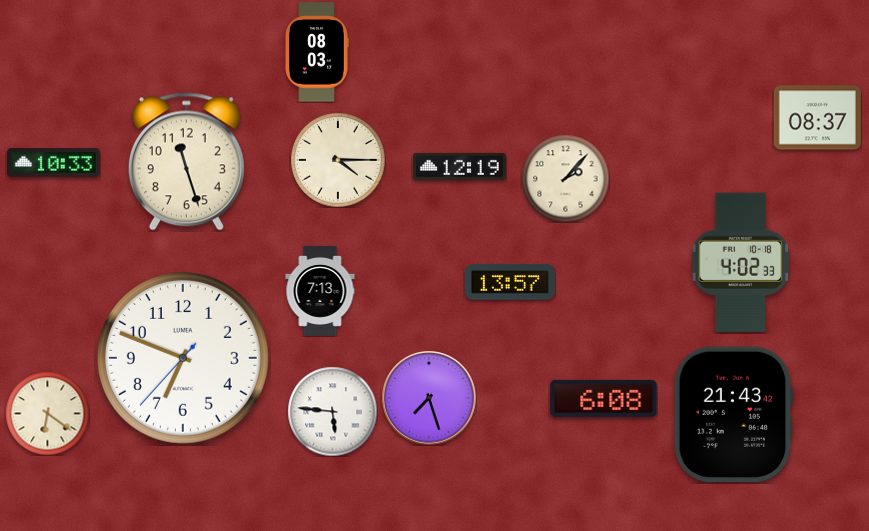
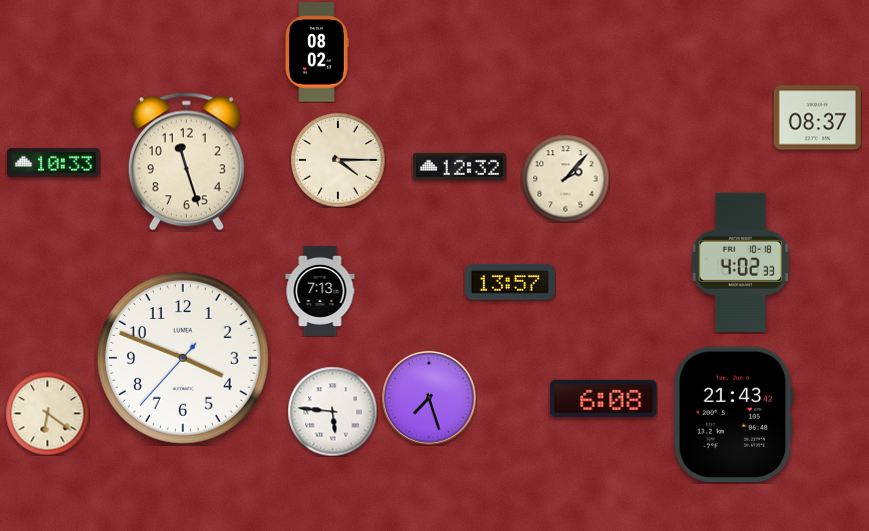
clock at (317, 52): 08:03 -> 08:02
clock at (459, 166): 12:19 -> 12:32
clock at (183, 358): 6:48 -> 3:48
